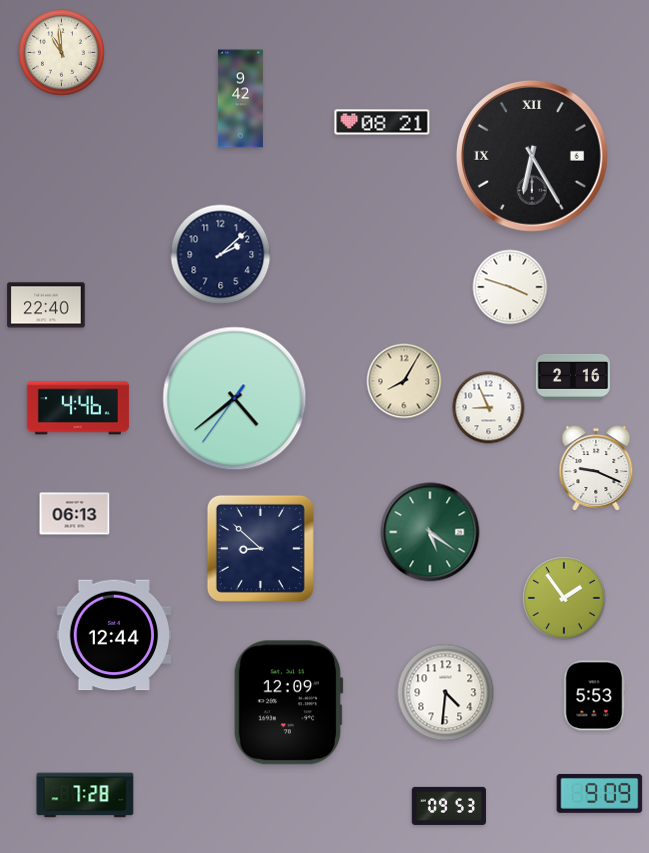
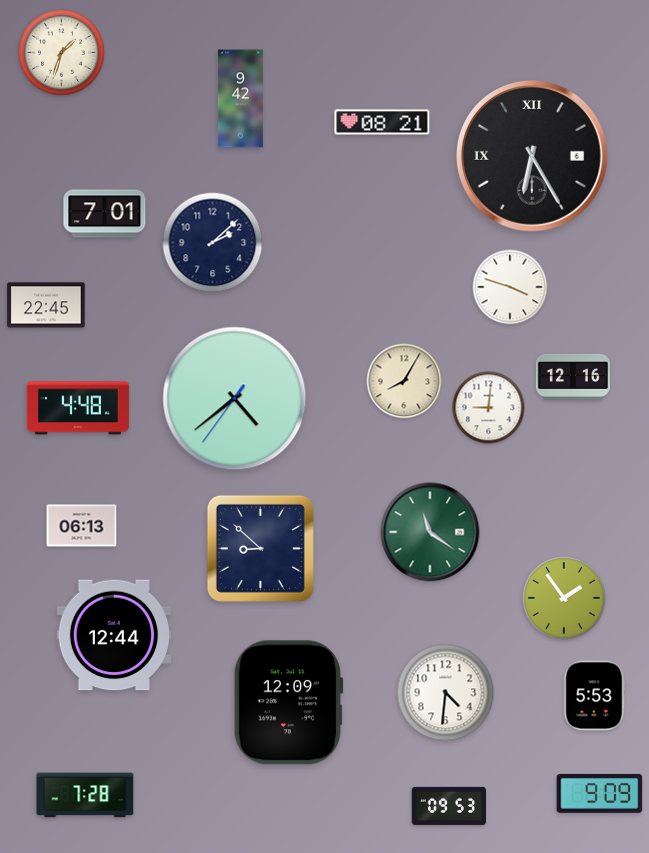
clock at (62, 53): 10:59 -> 1:33
clock at (105, 214): none -> 7:01
clock at (221, 255) position: (221, 255) -> (213, 243)
clock at (46, 305): 22:40 -> 22:45
clock at (572, 377): 2:16 -> 12:16
clock at (78, 408): 4:46 -> 4:48
clock at (489, 408): 8:56 -> 9:01
clock at (596, 468): 9:19 -> none
clock at (75, 514) position: (75, 514) -> (82, 526)
clock at (430, 532): 5:21 -> 11:21
